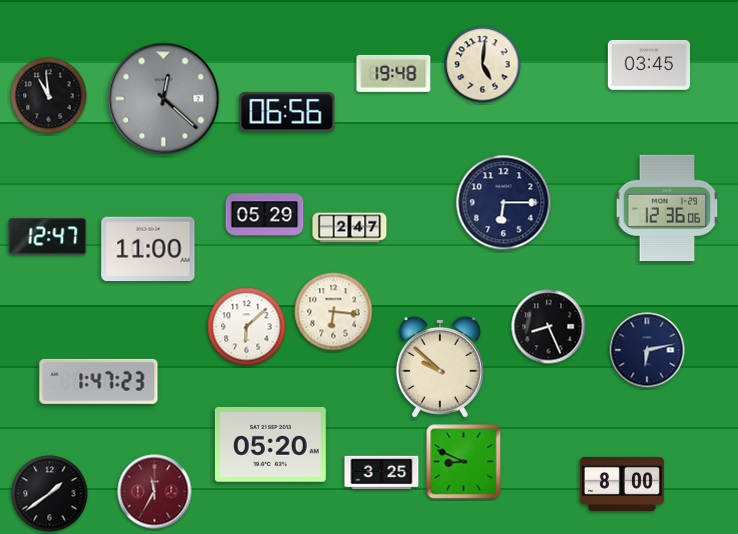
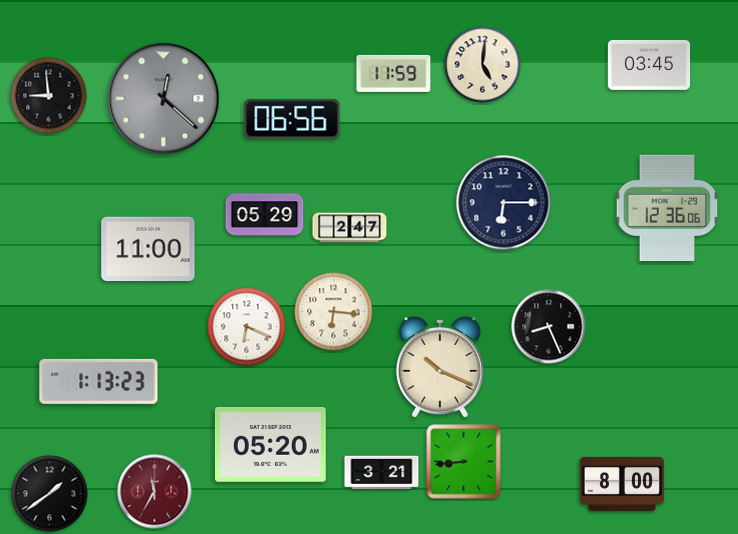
clock at (394, 73): 19:48 -> 11:59
clock at (49, 96): 10:59 -> 8:59
clock at (287, 112) position: (287, 112) -> (292, 119)
clock at (48, 237): 12:47 -> none
clock at (247, 327): 6:08 -> 6:19
clock at (647, 350): 6:13 -> none
clock at (440, 367): 9:52 -> 10:19
clock at (99, 381): 1:47 -> 1:13
clock at (464, 462): 8:49 -> 8:44
clock at (382, 473): 3:25 -> 3:21
